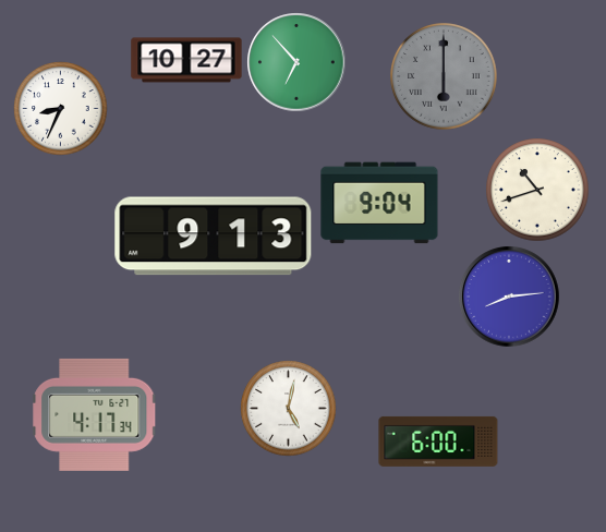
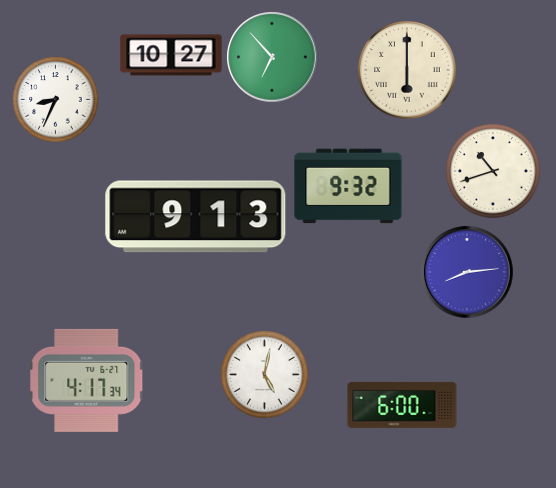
clock at (444, 76) dial: grey -> cream
clock at (537, 190) position: (537, 190) -> (493, 171)
clock at (379, 203): 9:04 -> 9:32
